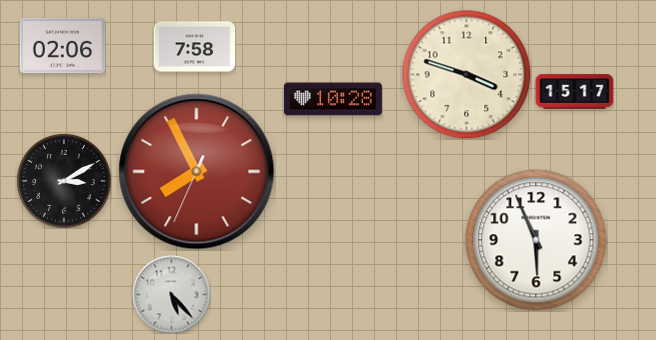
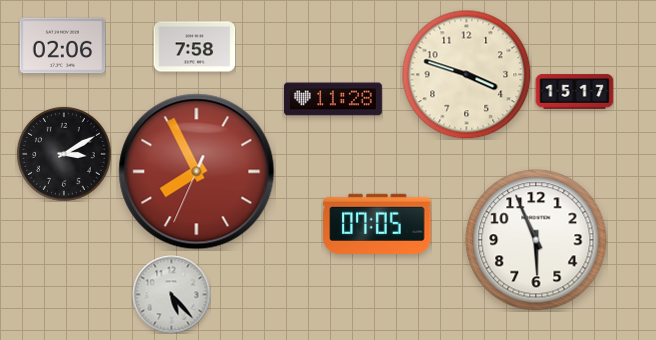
clock at (333, 99): 10:28 -> 11:28
clock at (64, 181) position: (64, 181) -> (64, 154)
clock at (377, 224): none -> 07:05
